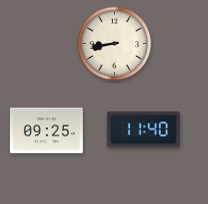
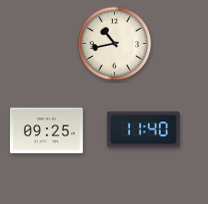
clock at (115, 44): 8:43 -> 10:43
